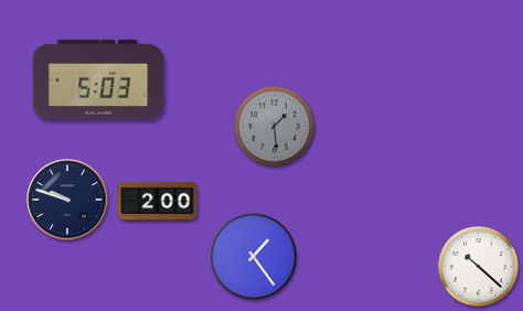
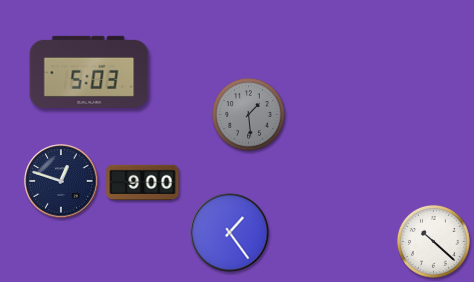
clock at (67, 200): 9:48 -> 12:48
clock at (158, 201): 2:00 -> 9:00
